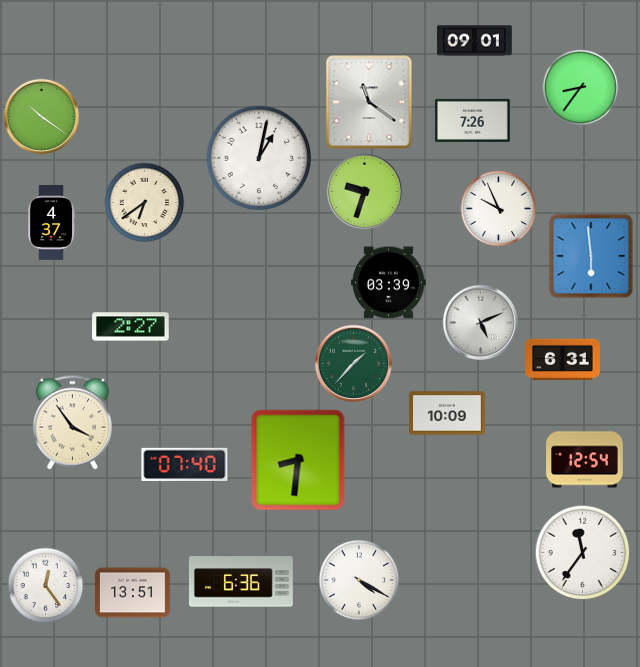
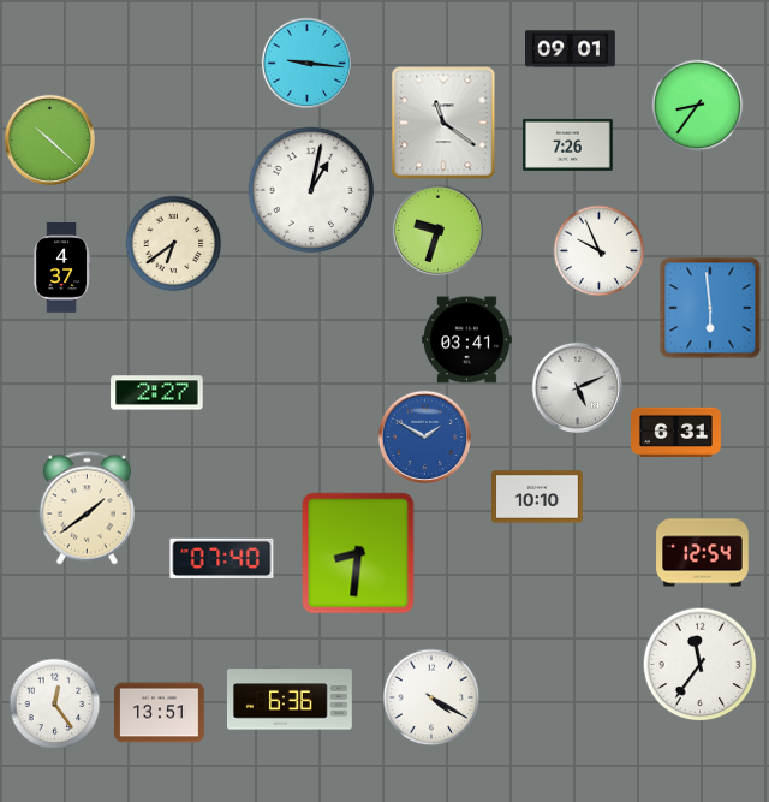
clock at (306, 63): none -> 9:16
clock at (41, 116): 10:21 -> 10:22
clock at (389, 283): 03:39 -> 03:41
clock at (354, 364): 1:37 -> 1:50
clock at (354, 364) dial: green -> blue
clock at (447, 413): 10:09 -> 10:10
clock at (72, 423): 3:54 -> 1:39
